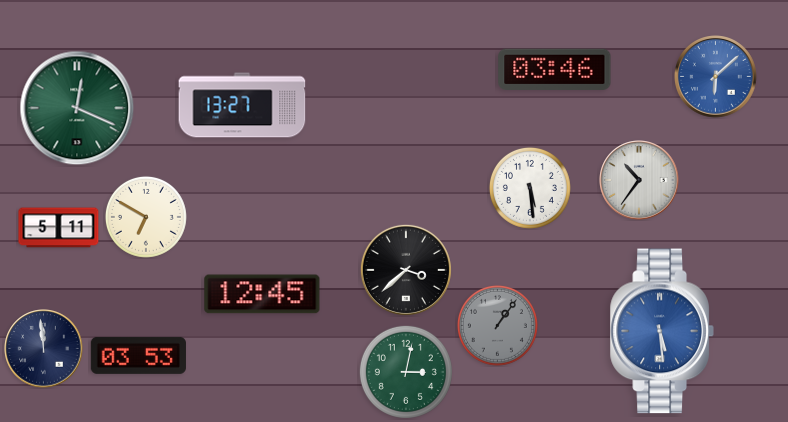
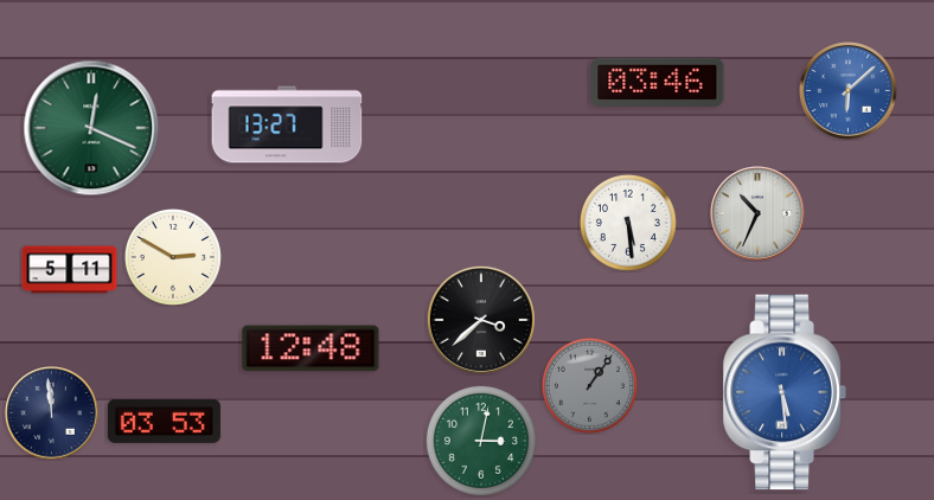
clock at (639, 180): 10:36 -> 10:34
clock at (146, 217): 6:50 -> 2:50
clock at (262, 294): 12:45 -> 12:48
